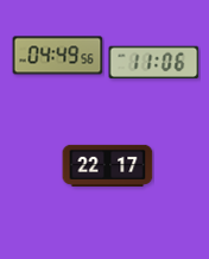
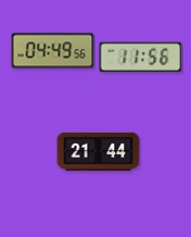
clock at (154, 63): 11:06 -> 11:56
clock at (108, 165): 22:17 -> 21:44
